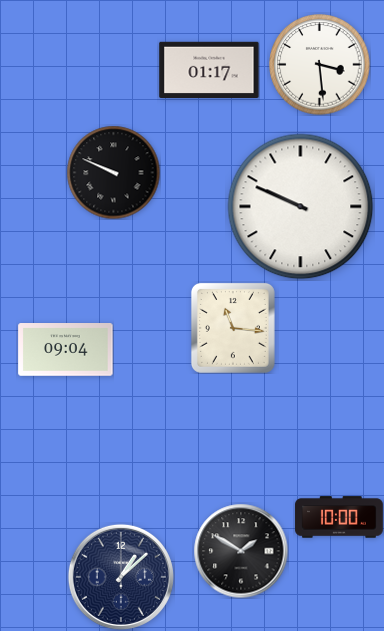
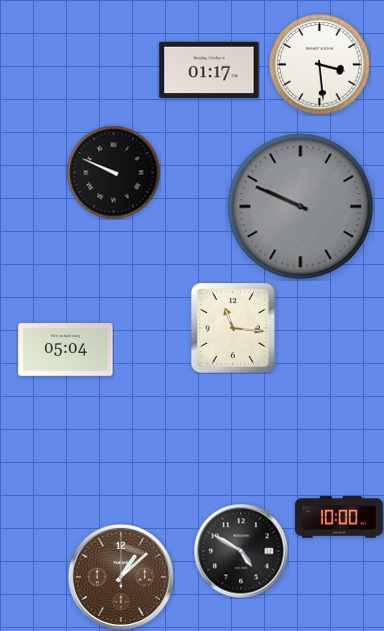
clock at (301, 207) dial: white -> grey
clock at (66, 350): 09:04 -> 05:04
clock at (241, 551): 1:50 -> 4:50
clock at (121, 577) dial: navy -> brown
